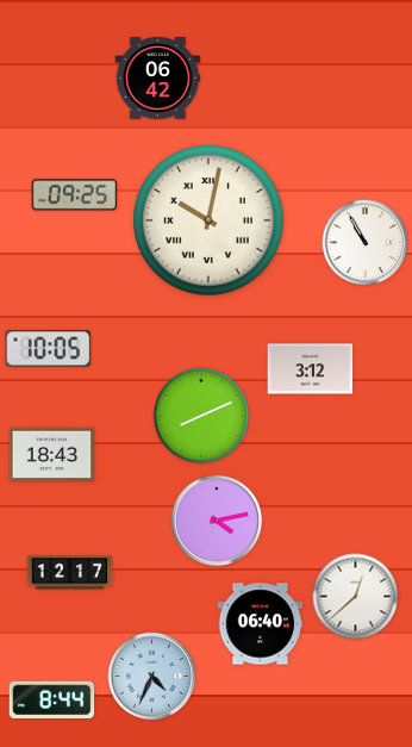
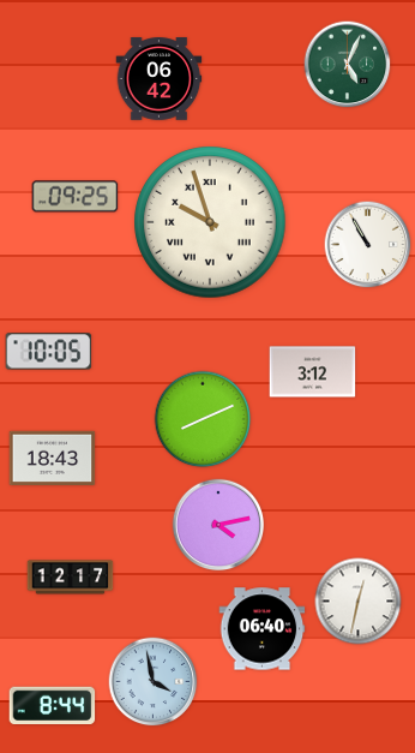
clock at (348, 65): none -> 5:04
clock at (208, 220): 10:02 -> 9:57
clock at (356, 597): 12:38 -> 12:32
clock at (152, 677): 4:34 -> 3:58
